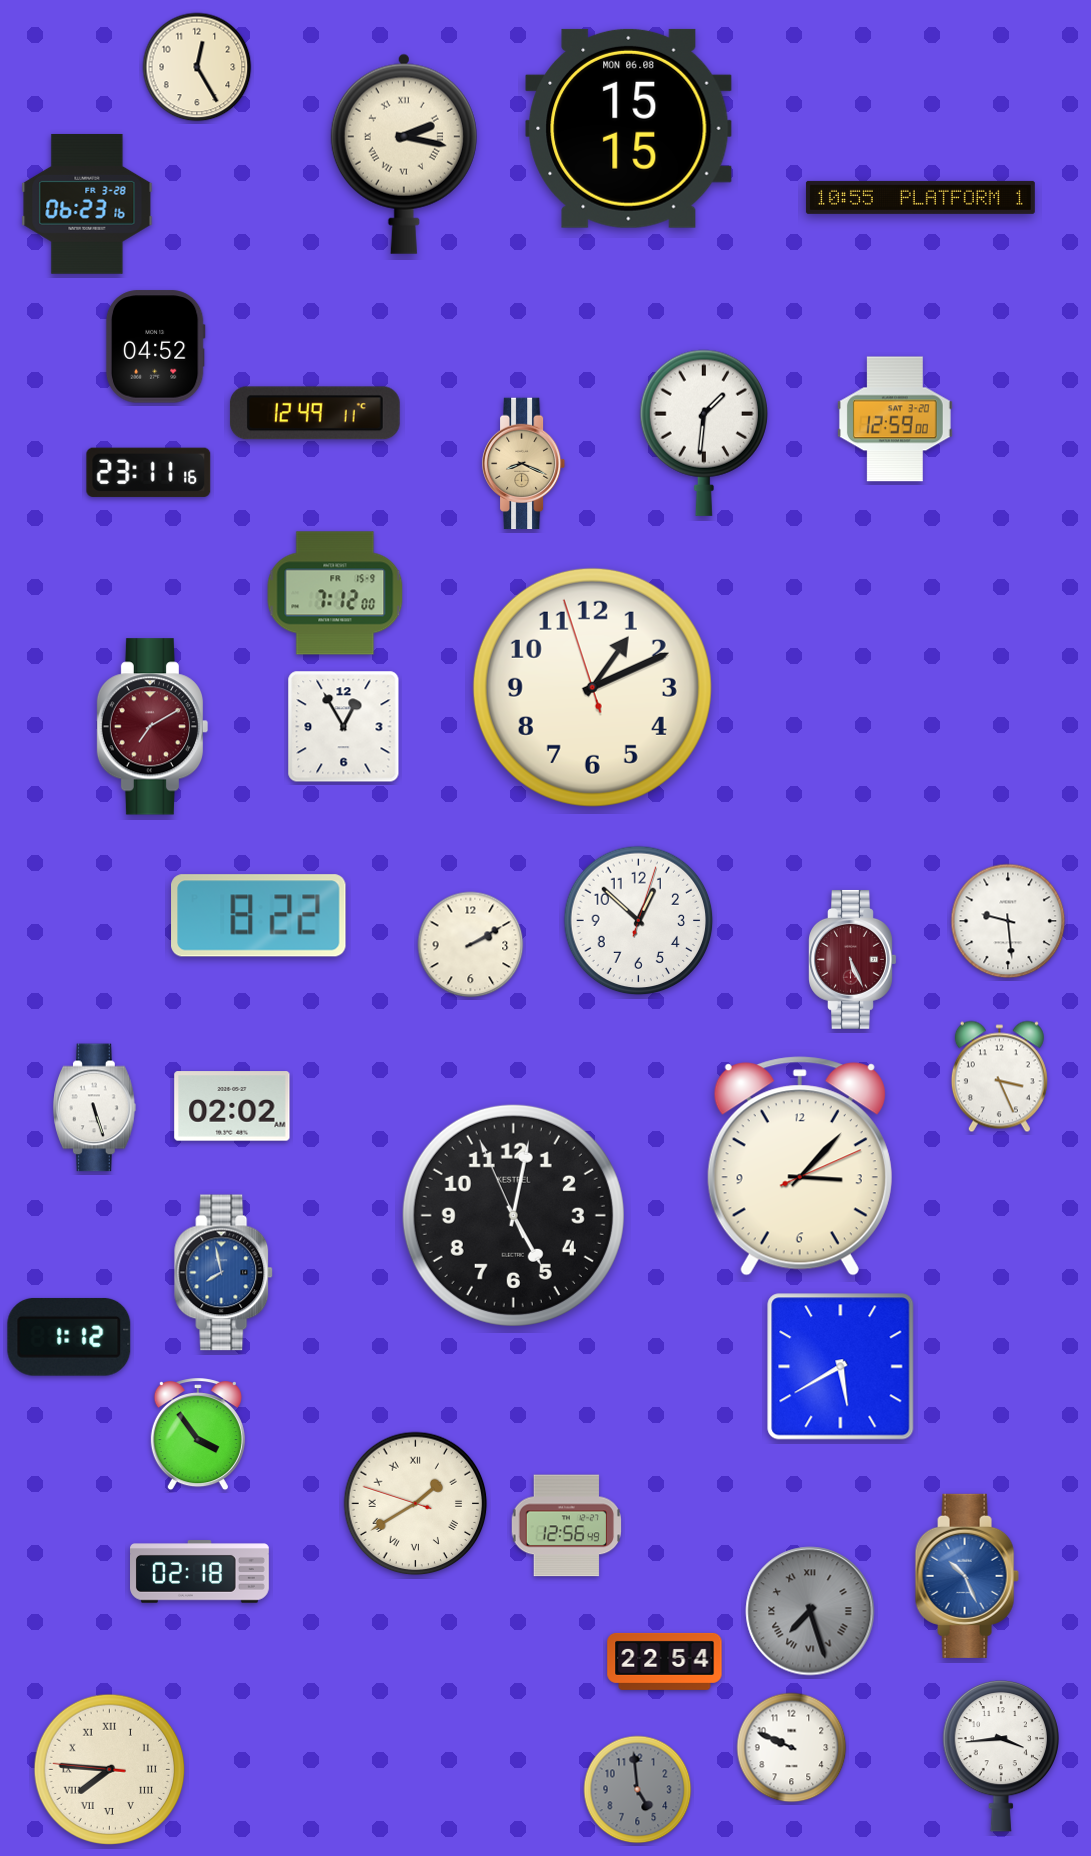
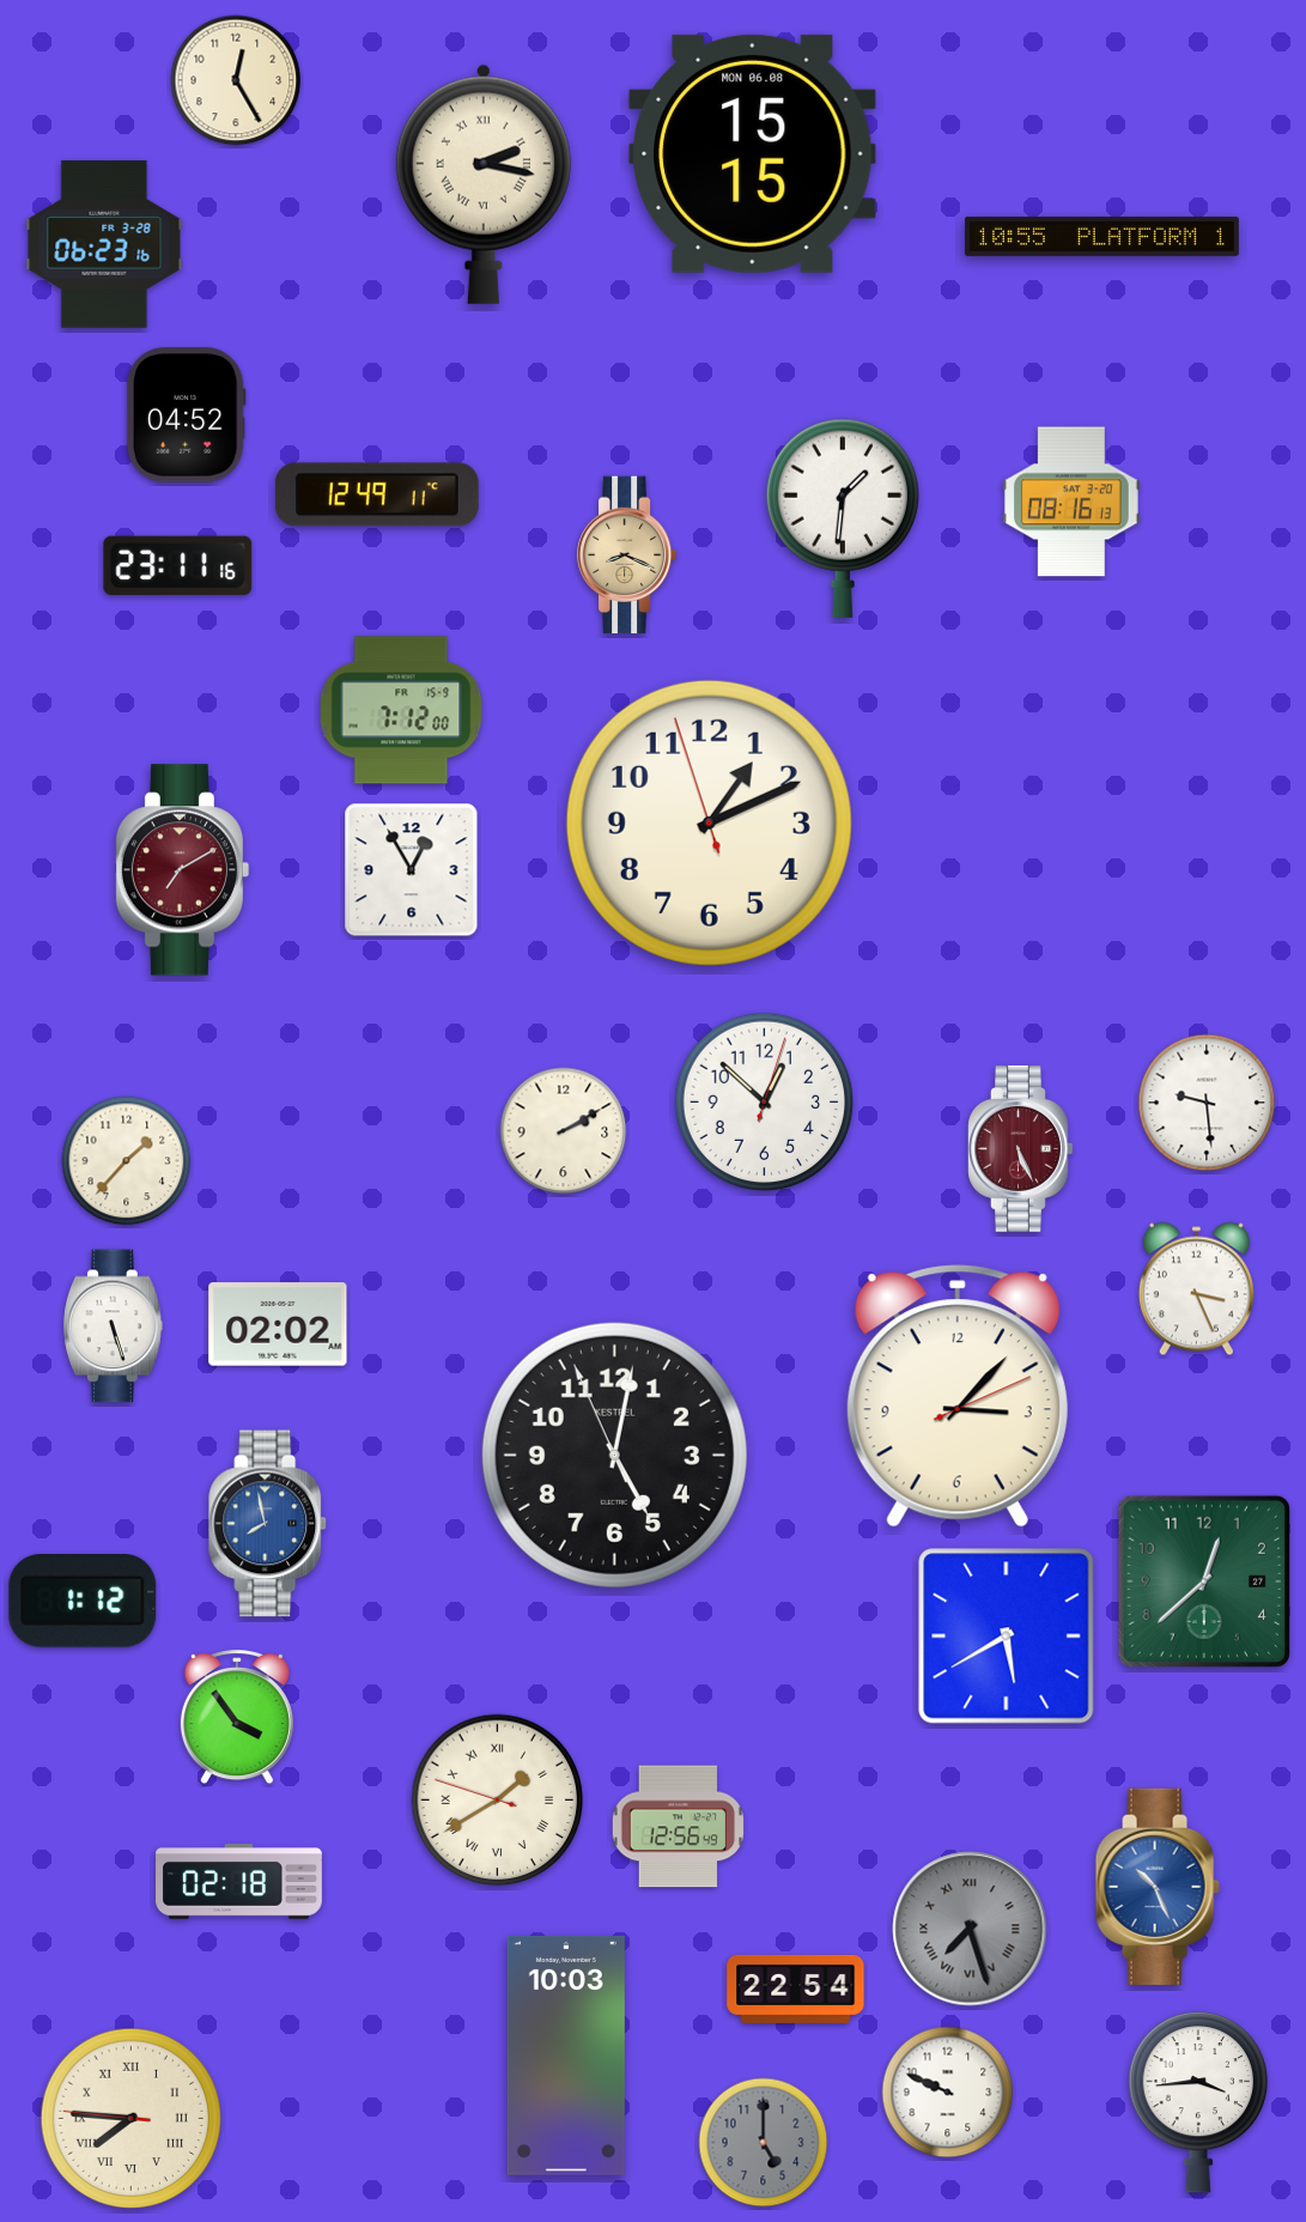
clock at (895, 419): 12:59 -> 08:16
clock at (259, 916): 8:22 -> none
clock at (127, 1161): none -> 1:37
clock at (1204, 1581): none -> 12:38
clock at (566, 2056): none -> 10:03
clock at (638, 1790): 4:59 -> 5:00
